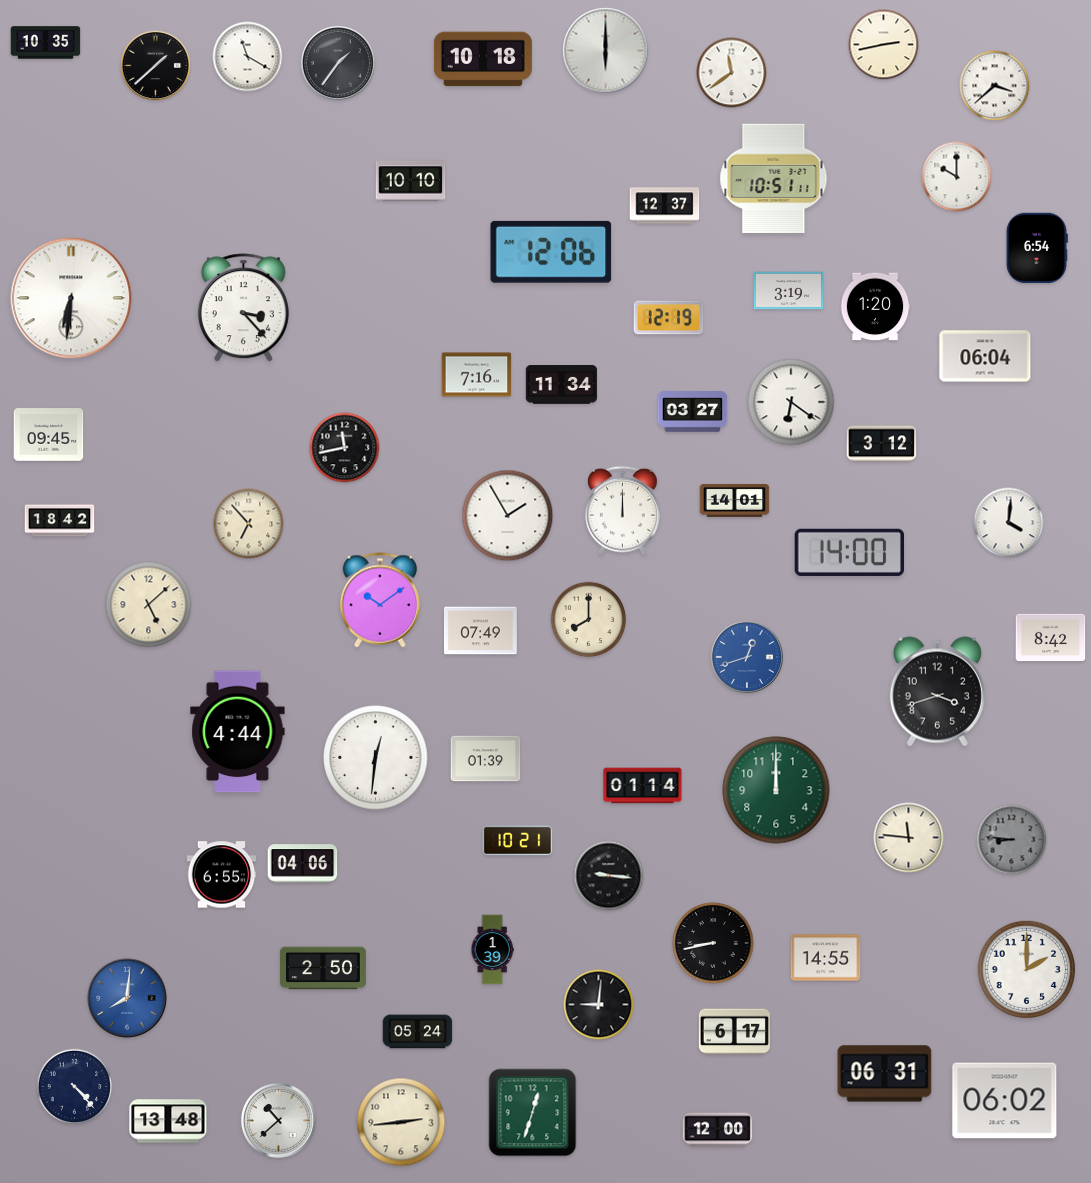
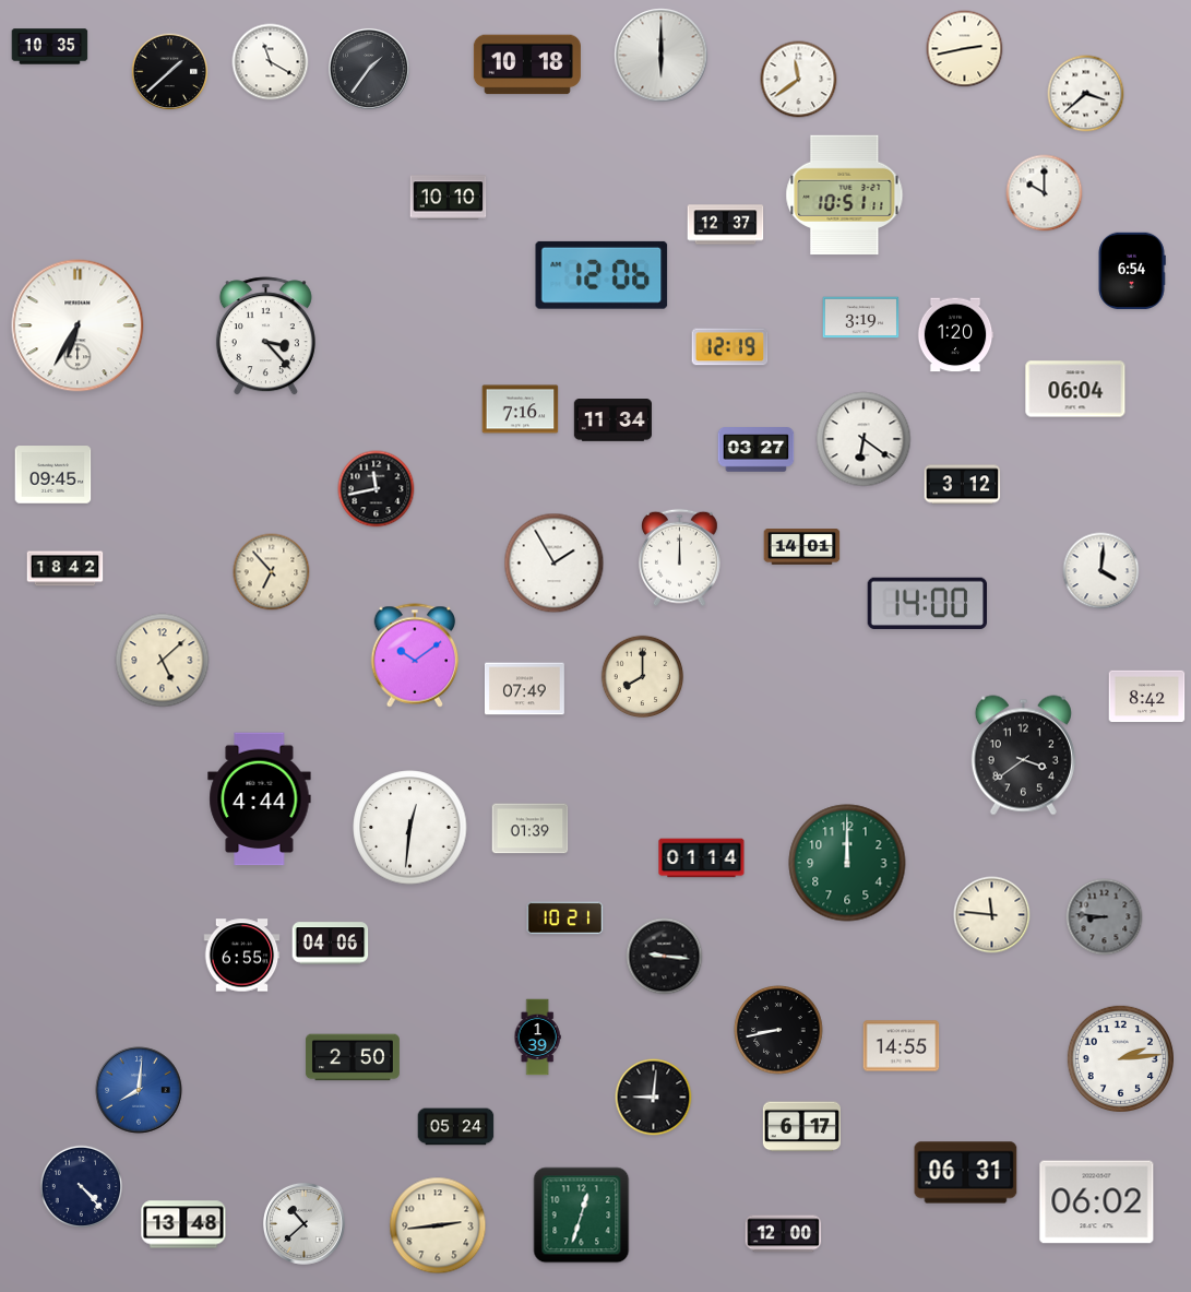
clock at (71, 298): 6:31 -> 6:35
clock at (747, 657): 12:42 -> none
clock at (937, 692): 3:42 -> 3:39
clock at (1026, 969): 2:00 -> 2:14
